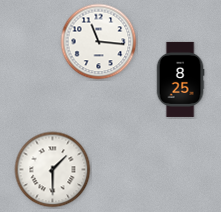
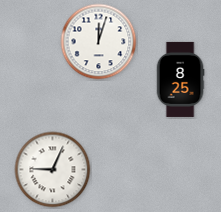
clock at (99, 42): 11:16 -> 12:03
clock at (53, 170): 1:30 -> 9:04
